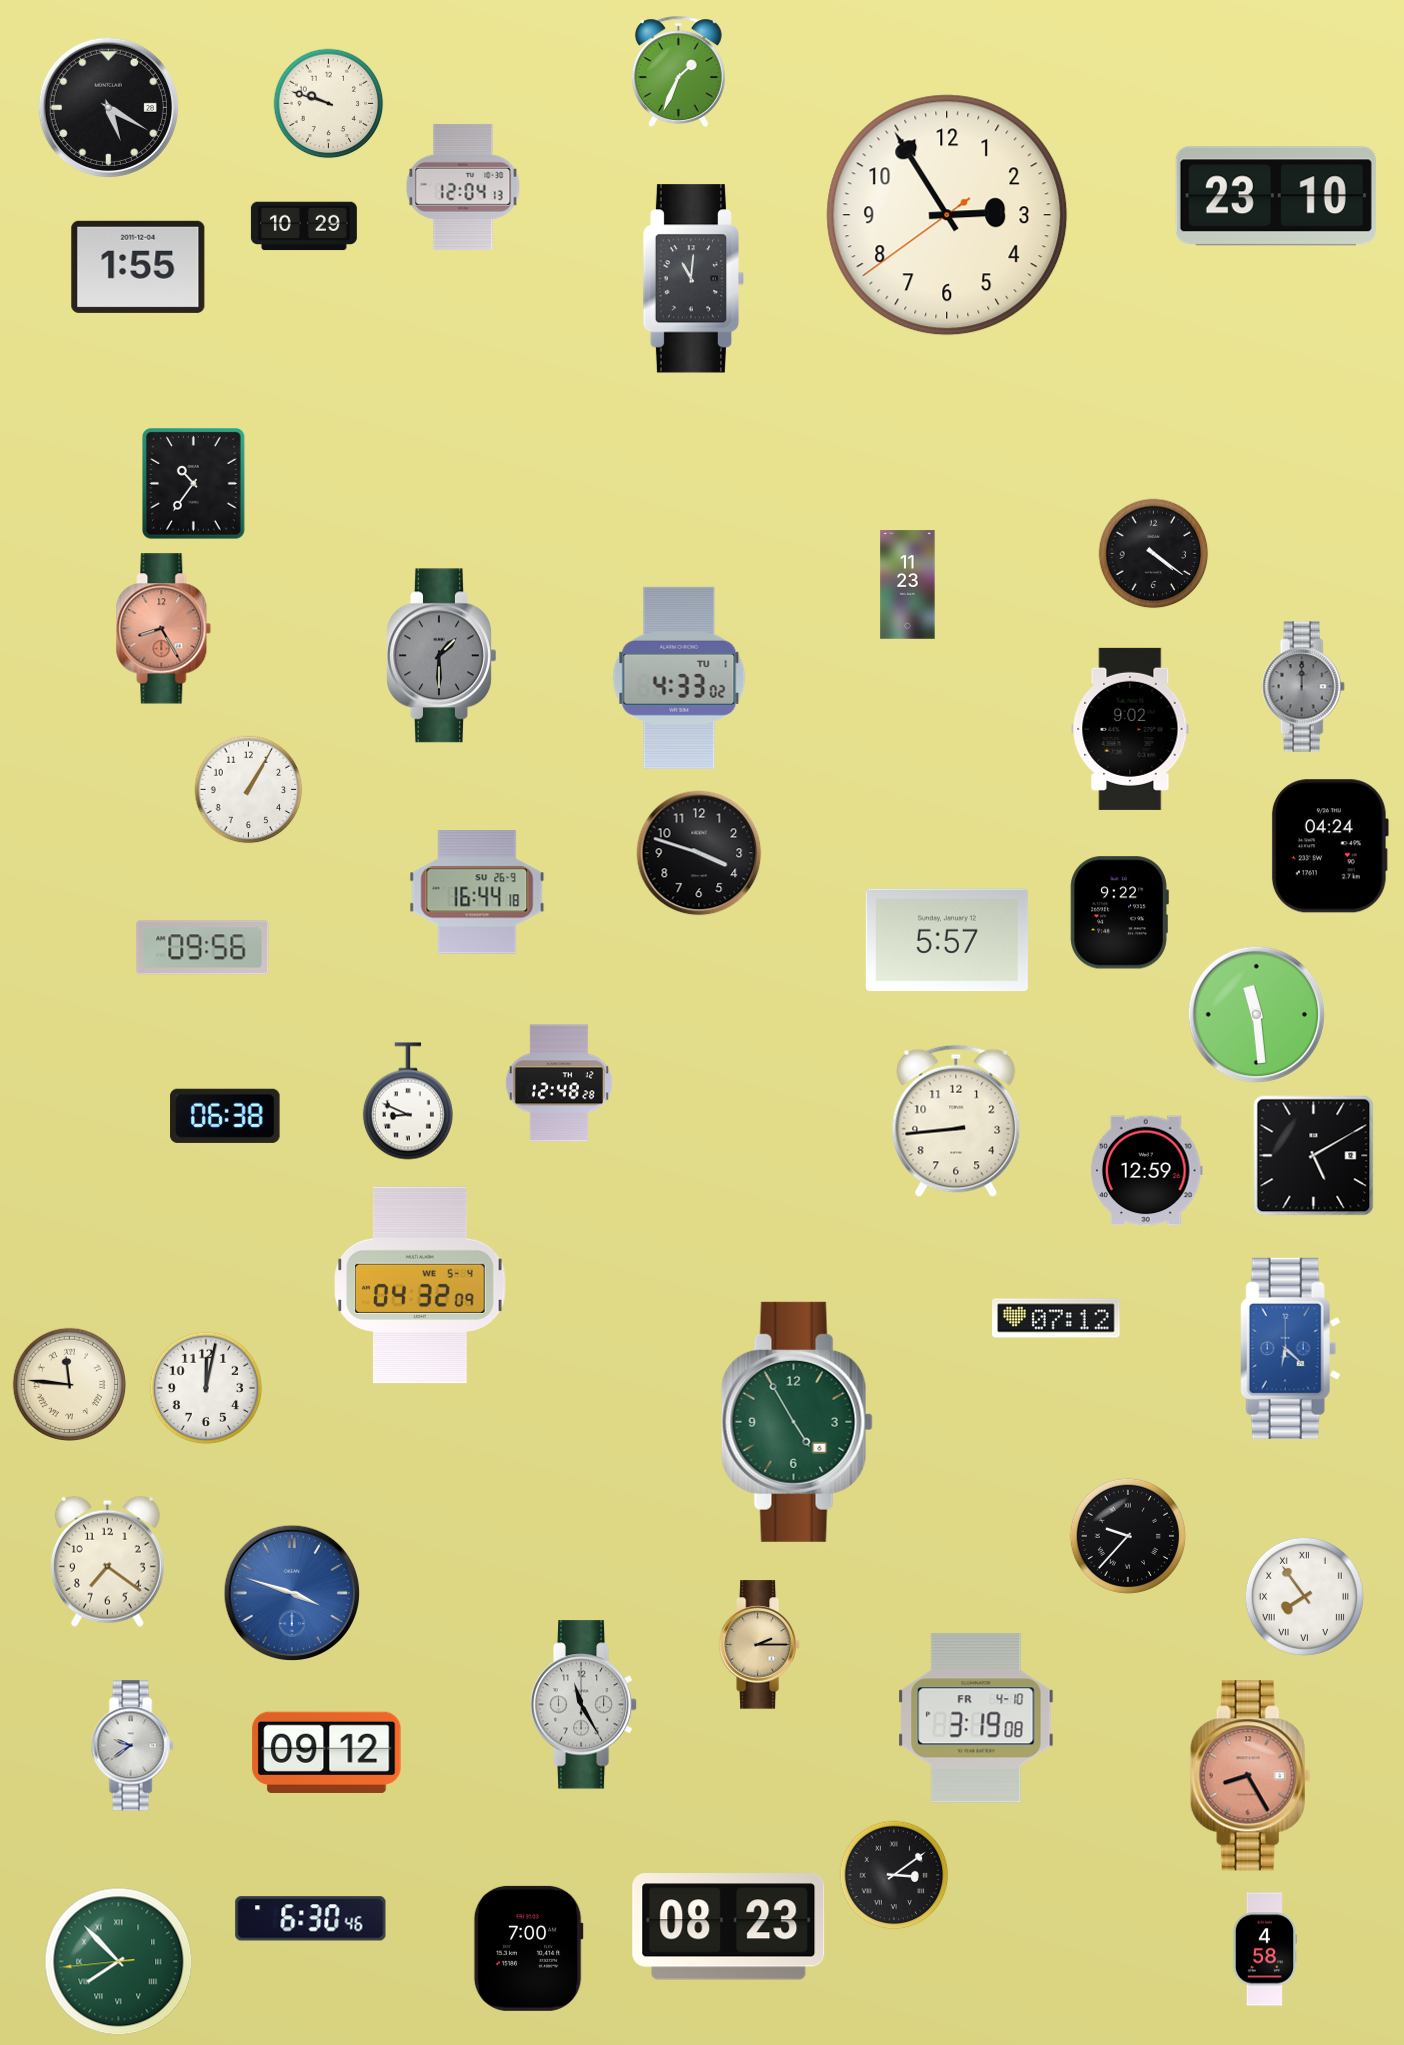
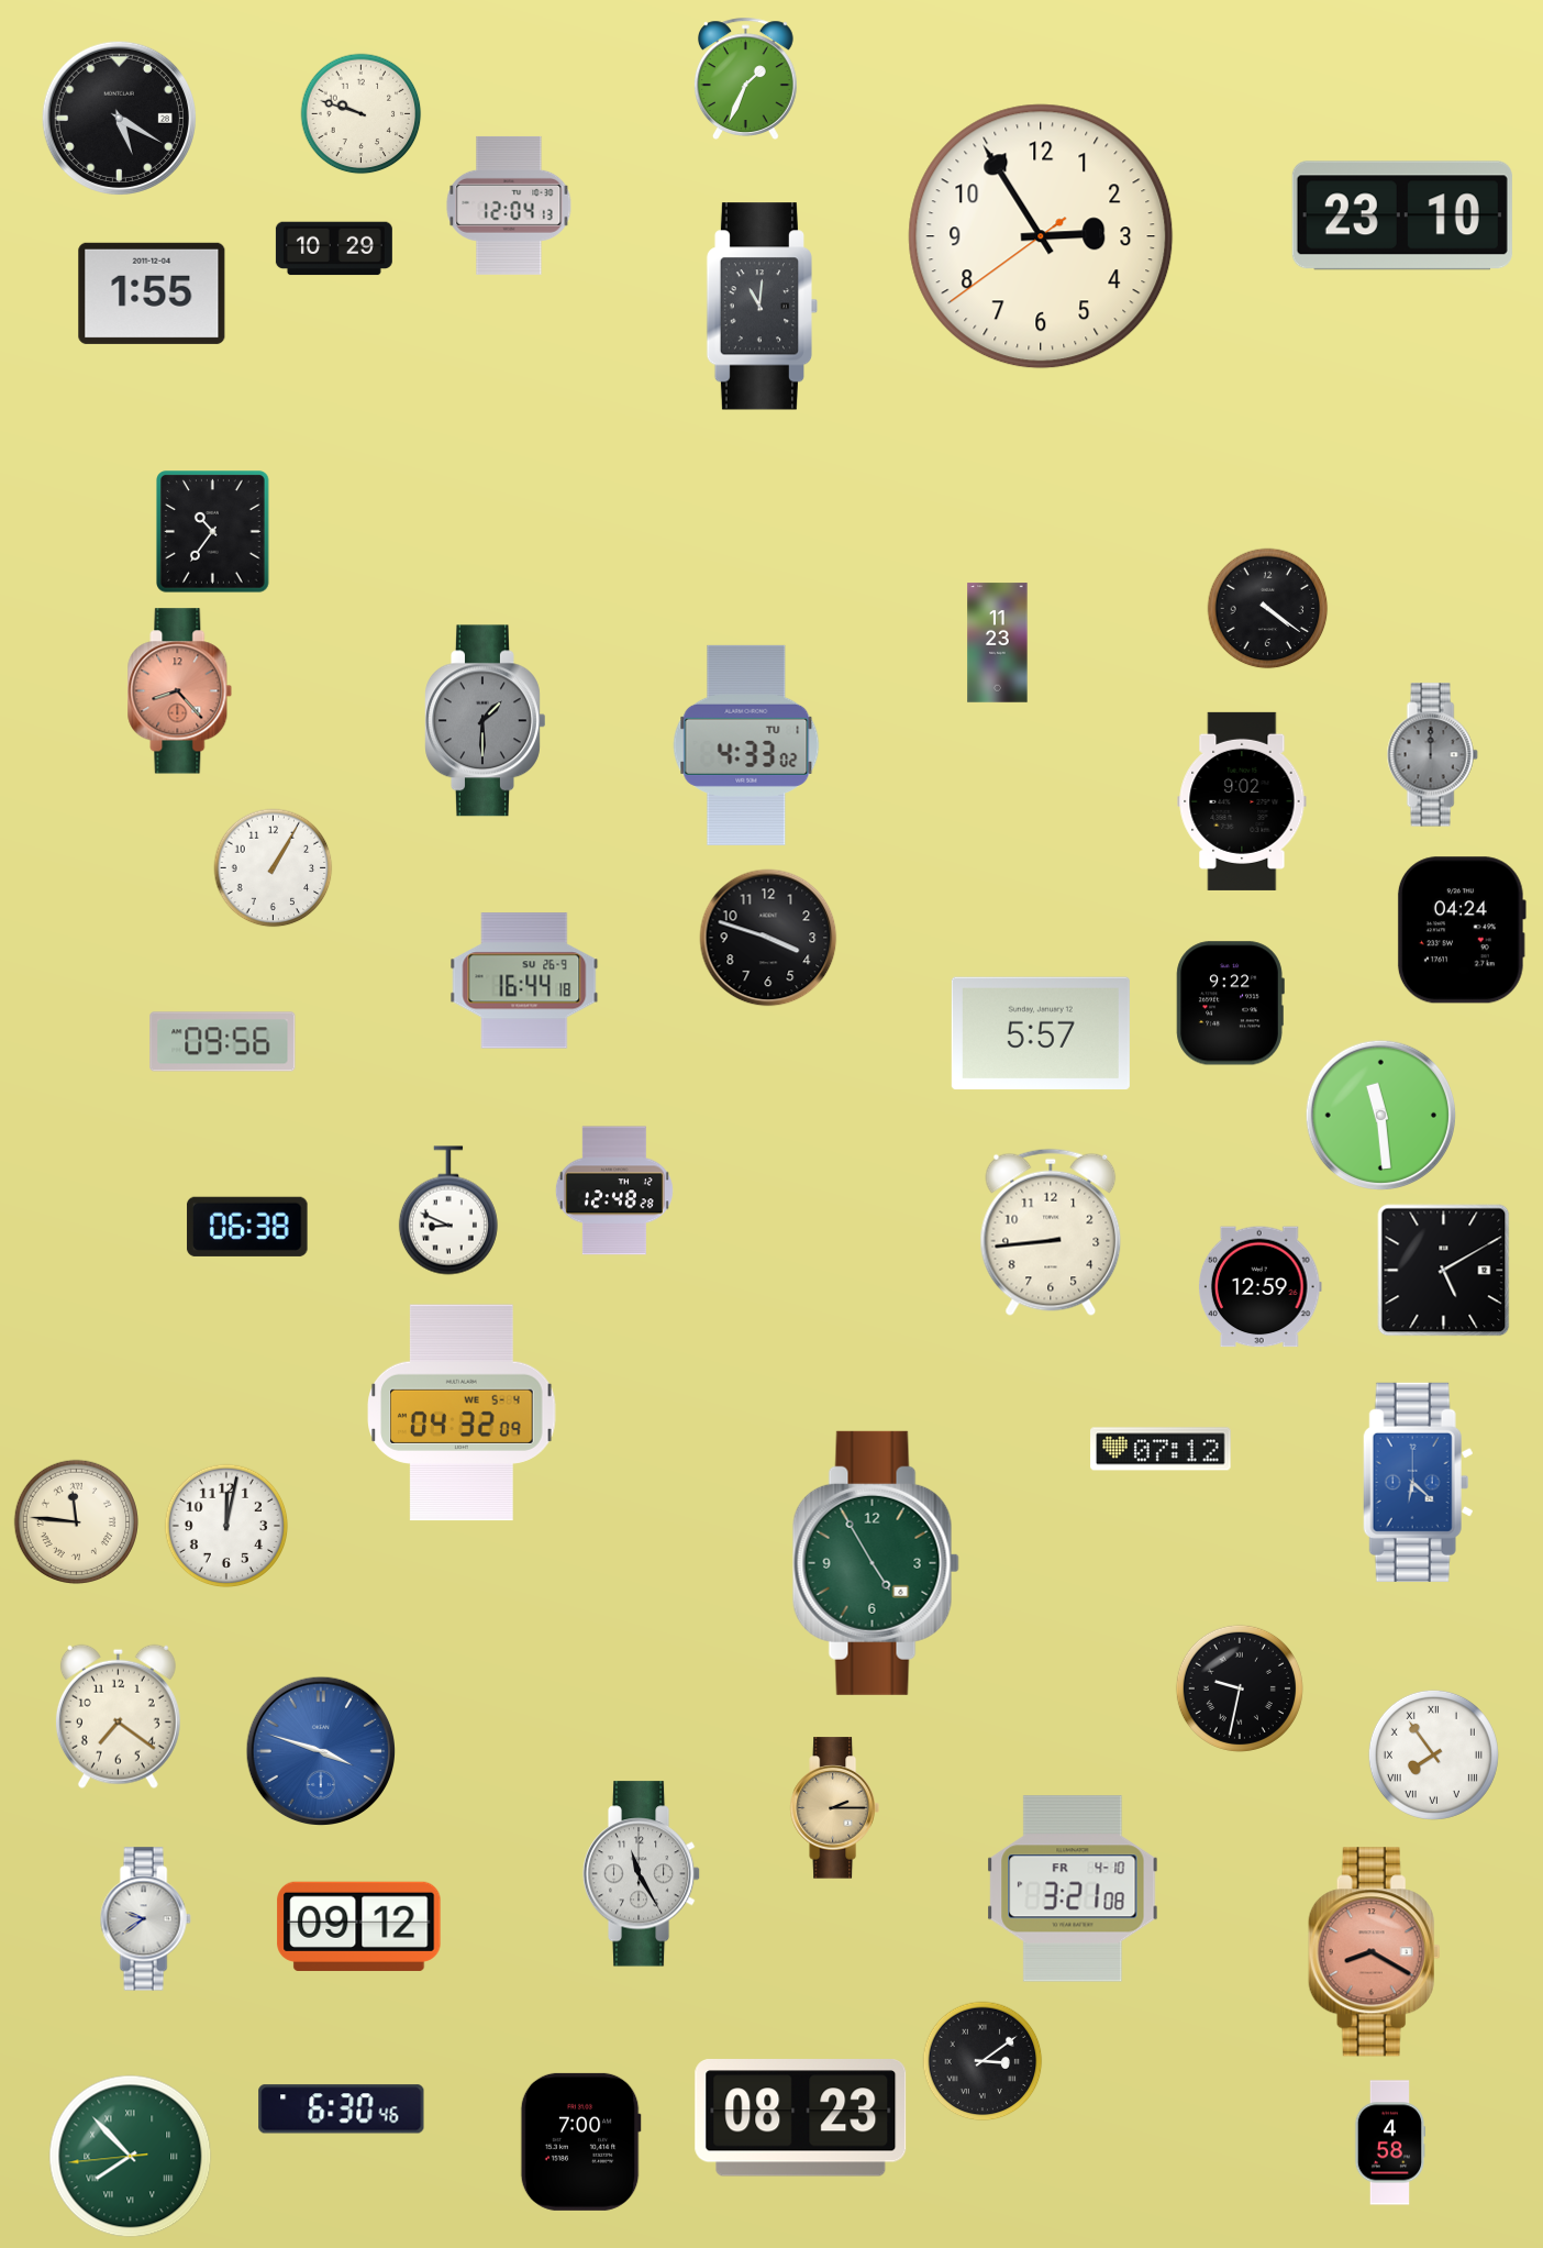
clock at (164, 629): 8:25 -> 8:23
clock at (1128, 1536): 9:37 -> 9:32
clock at (976, 1718): 3:19 -> 3:21
clock at (1250, 1776): 8:25 -> 8:20
